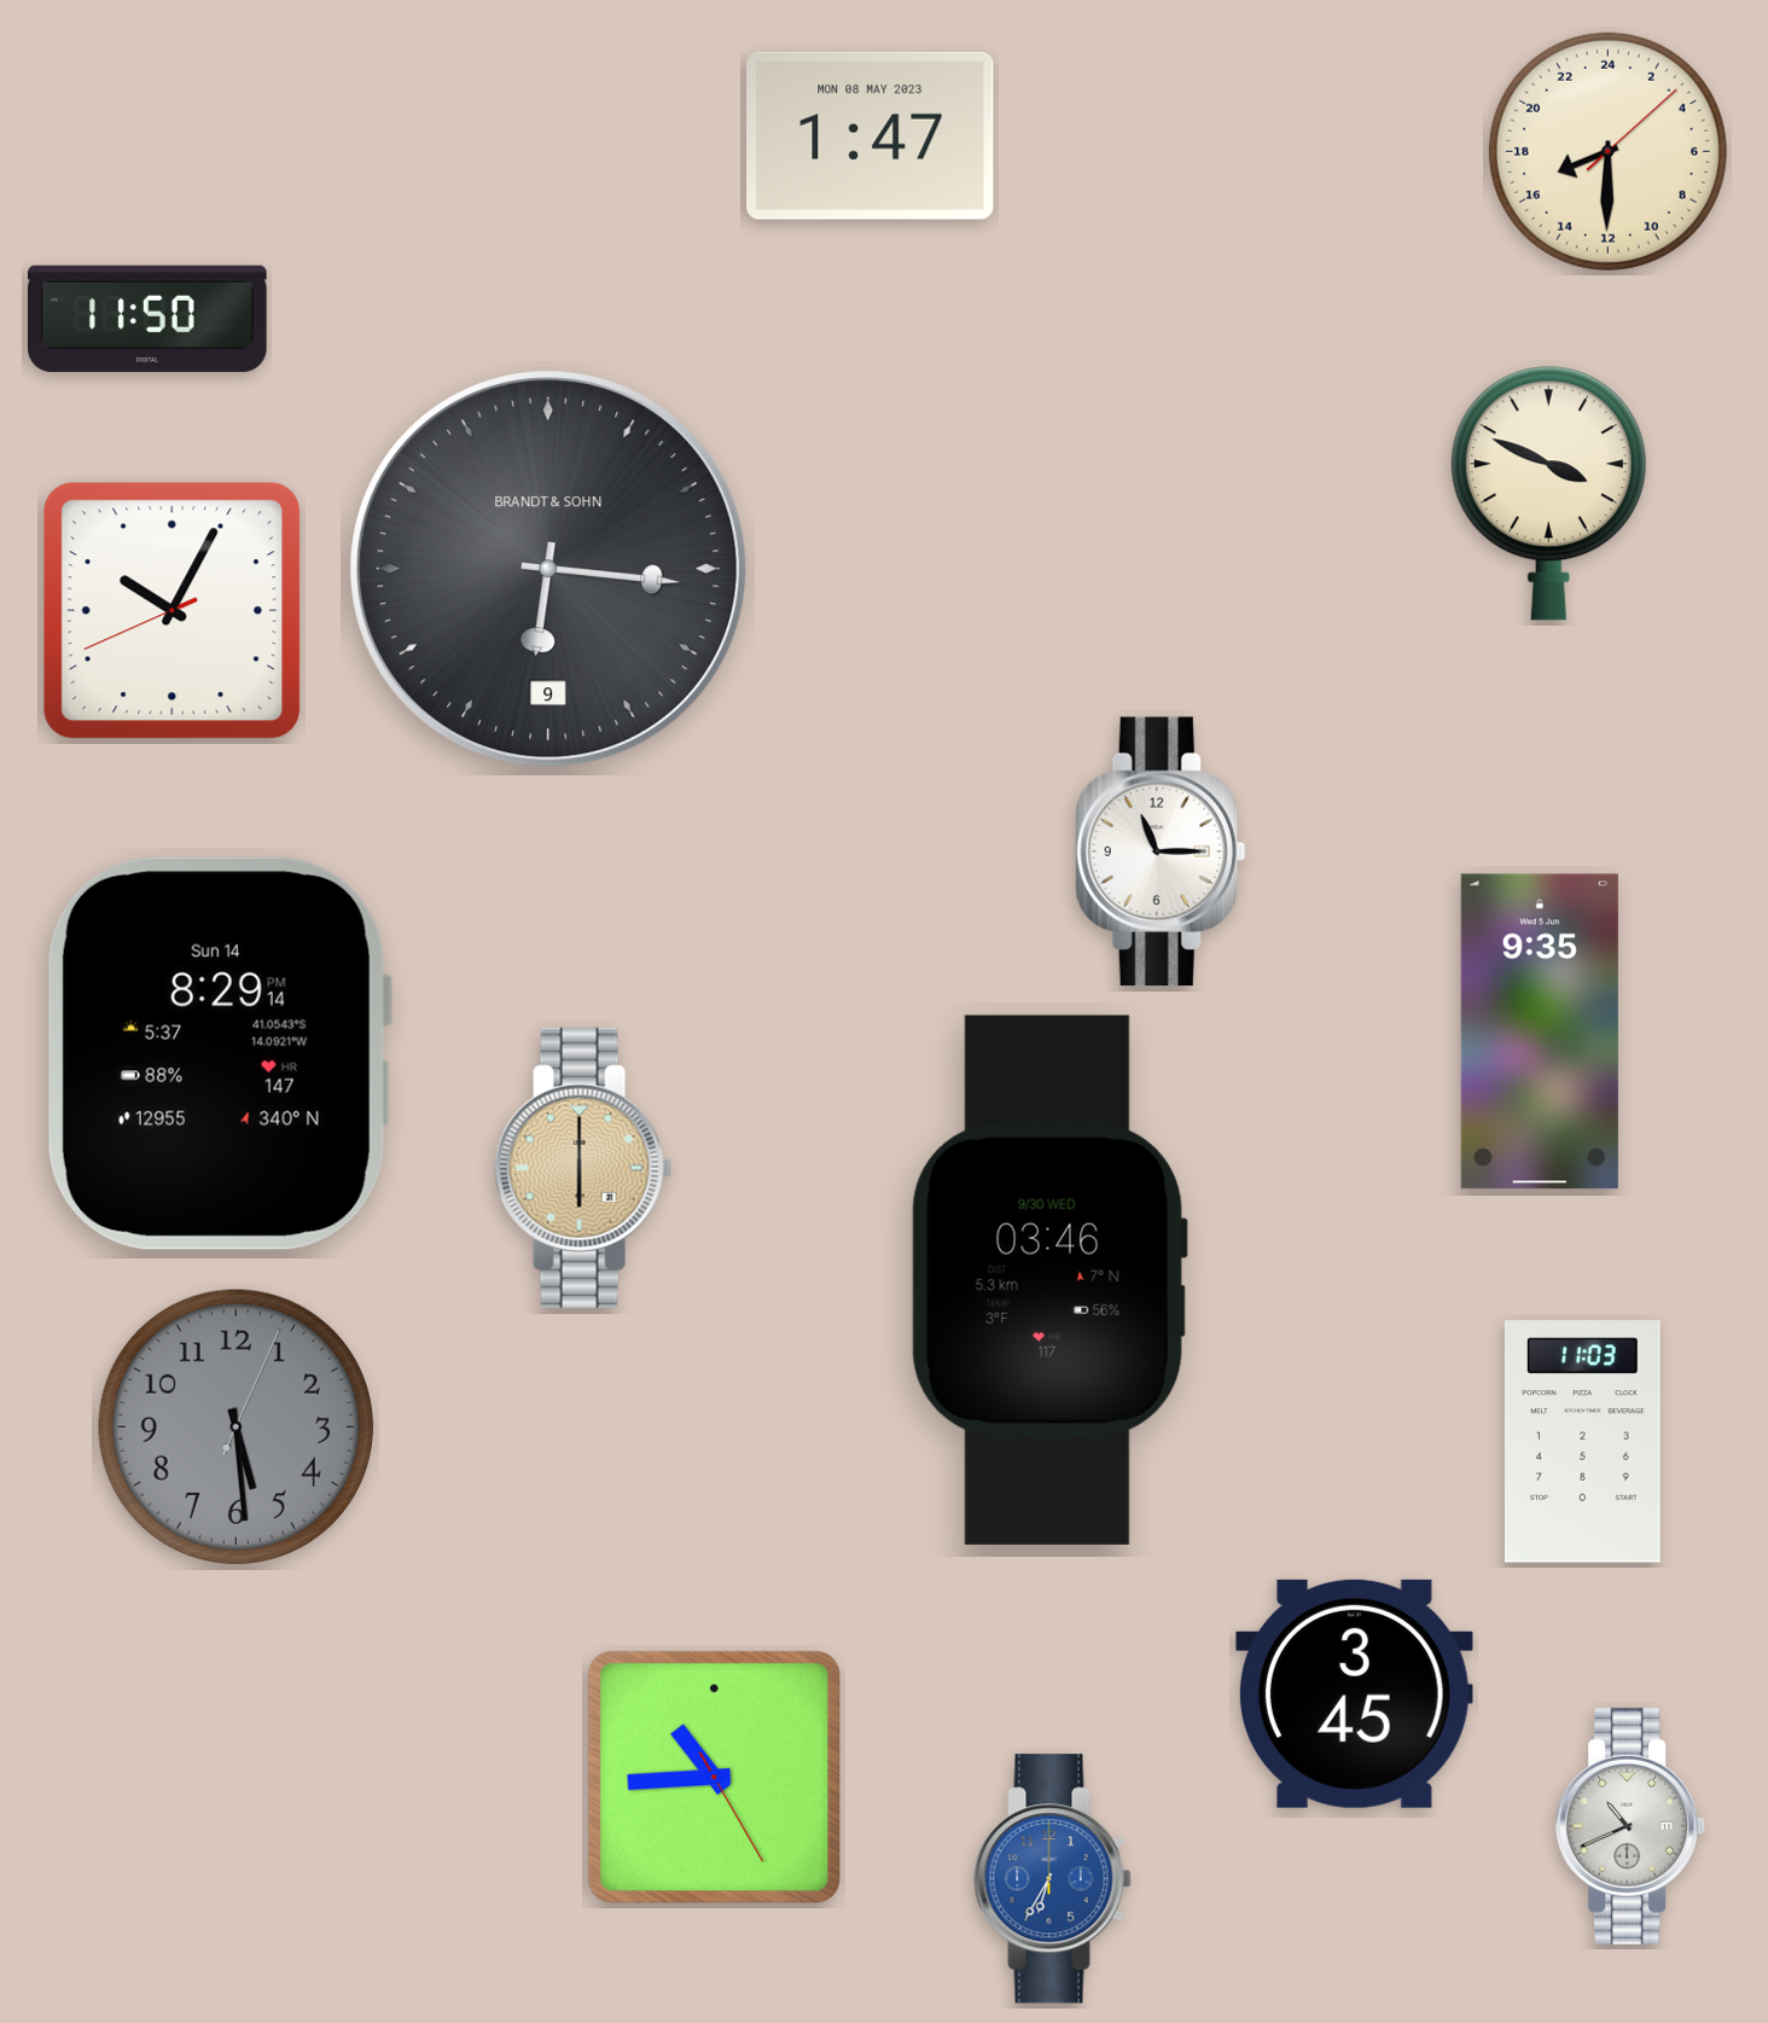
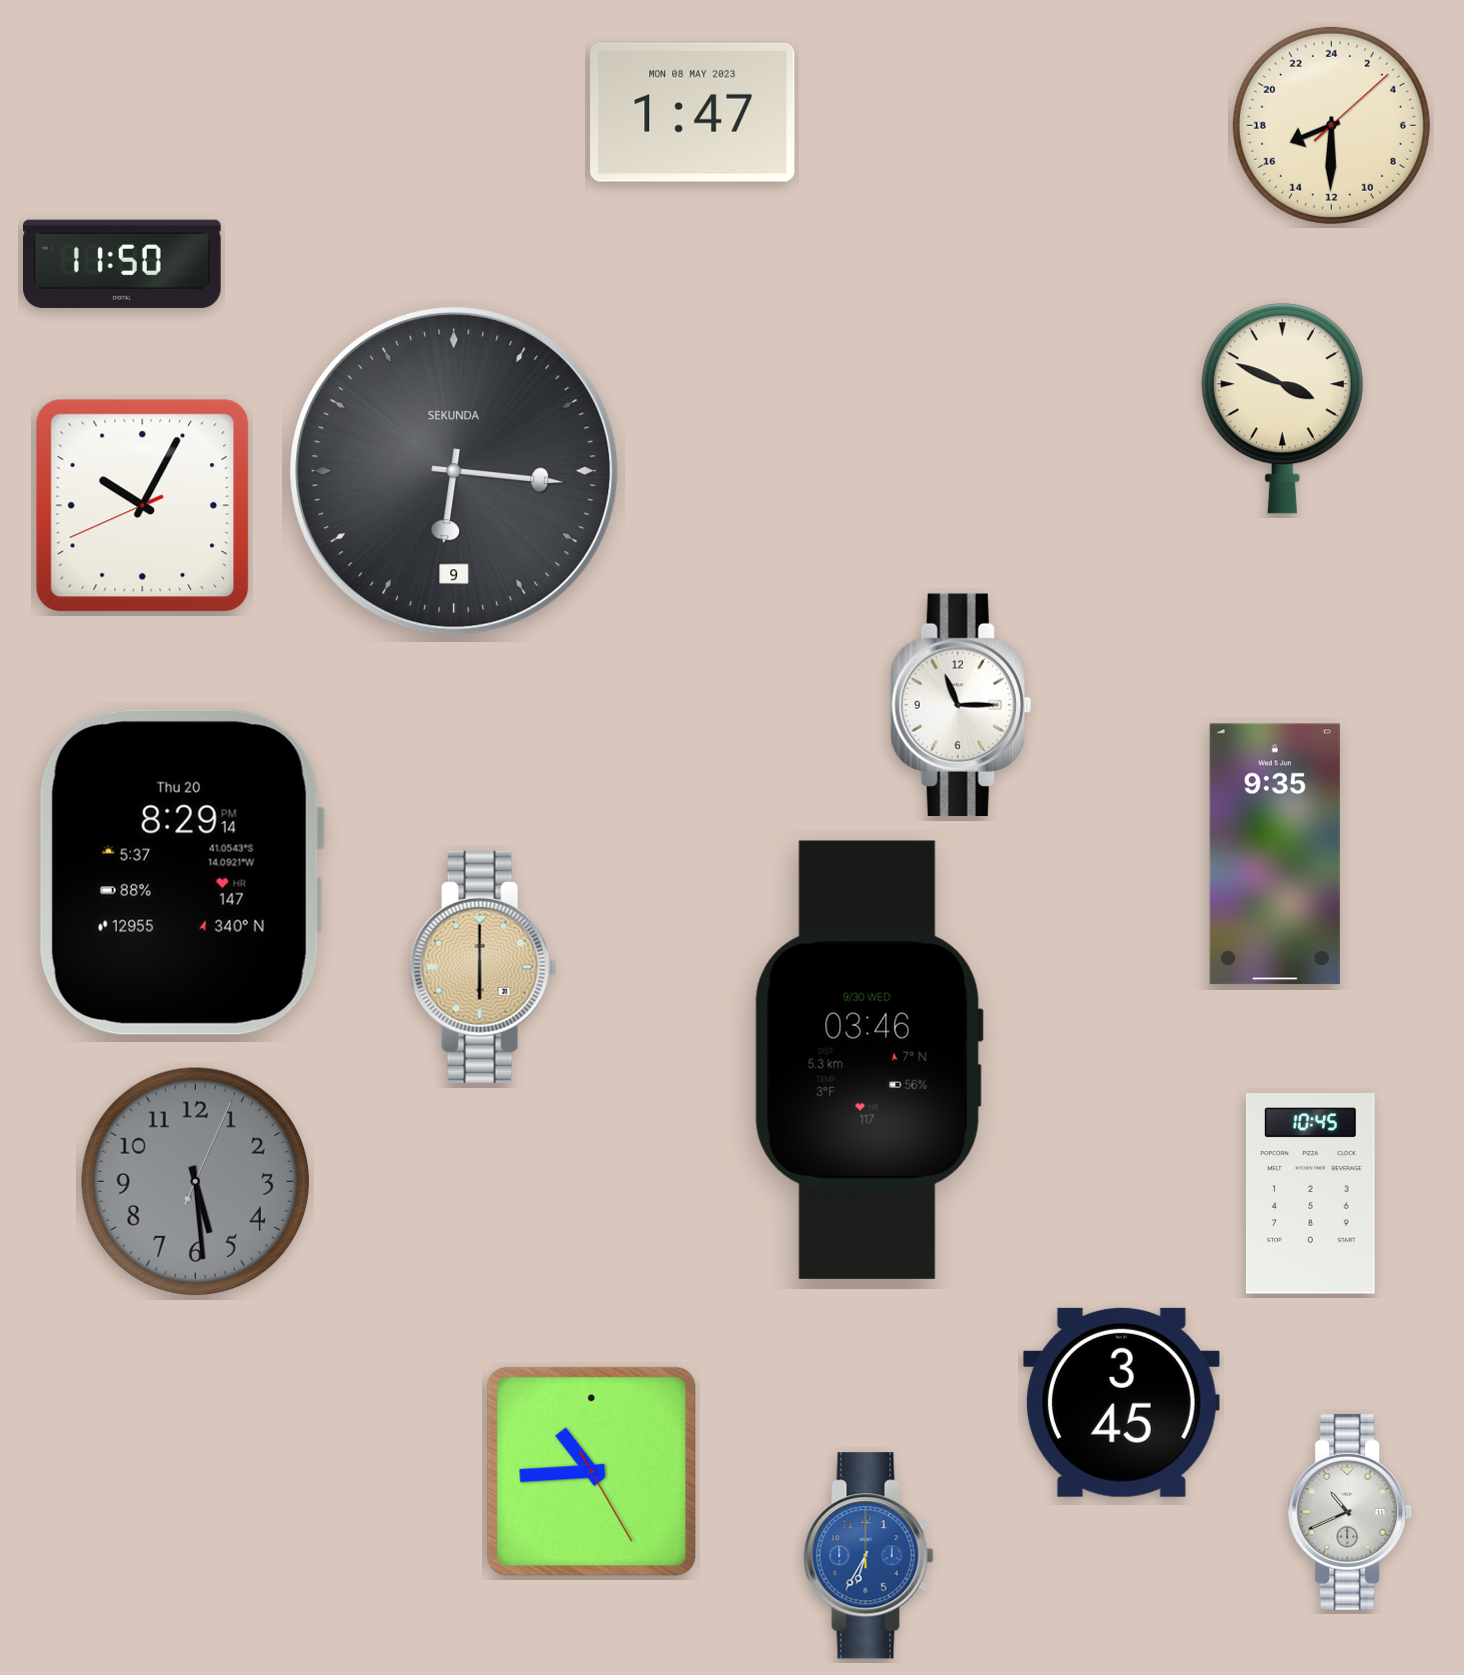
clock at (871, 135) position: (871, 135) -> (693, 112)
clock at (548, 569) brand: BRANDT & SOHN -> SEKUNDA
clock at (219, 1053) date: Sun 14 -> Thu 20
clock at (1582, 1442): 11:03 -> 10:45
clock at (1053, 1879) position: (1053, 1879) -> (869, 1556)
